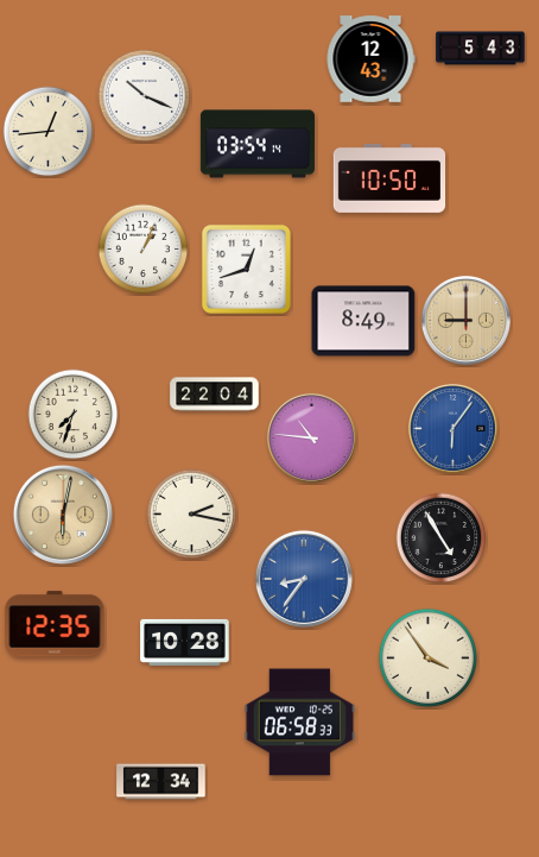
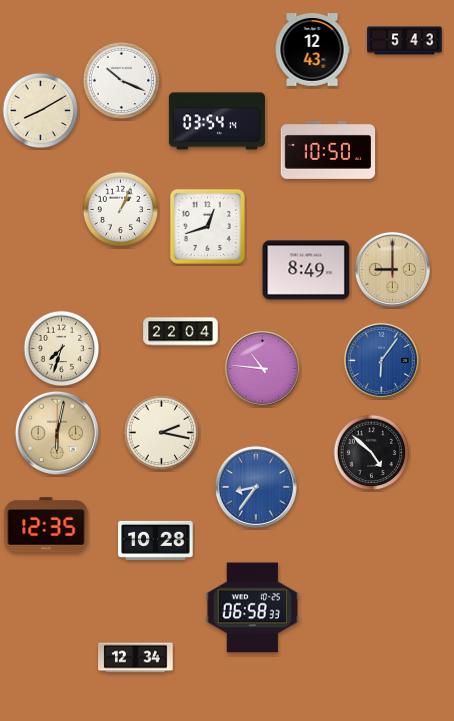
clock at (49, 132): 12:44 -> 8:10
clock at (63, 515) position: (63, 515) -> (57, 433)
clock at (442, 538): 4:55 -> 4:52
clock at (429, 658): 3:54 -> none
